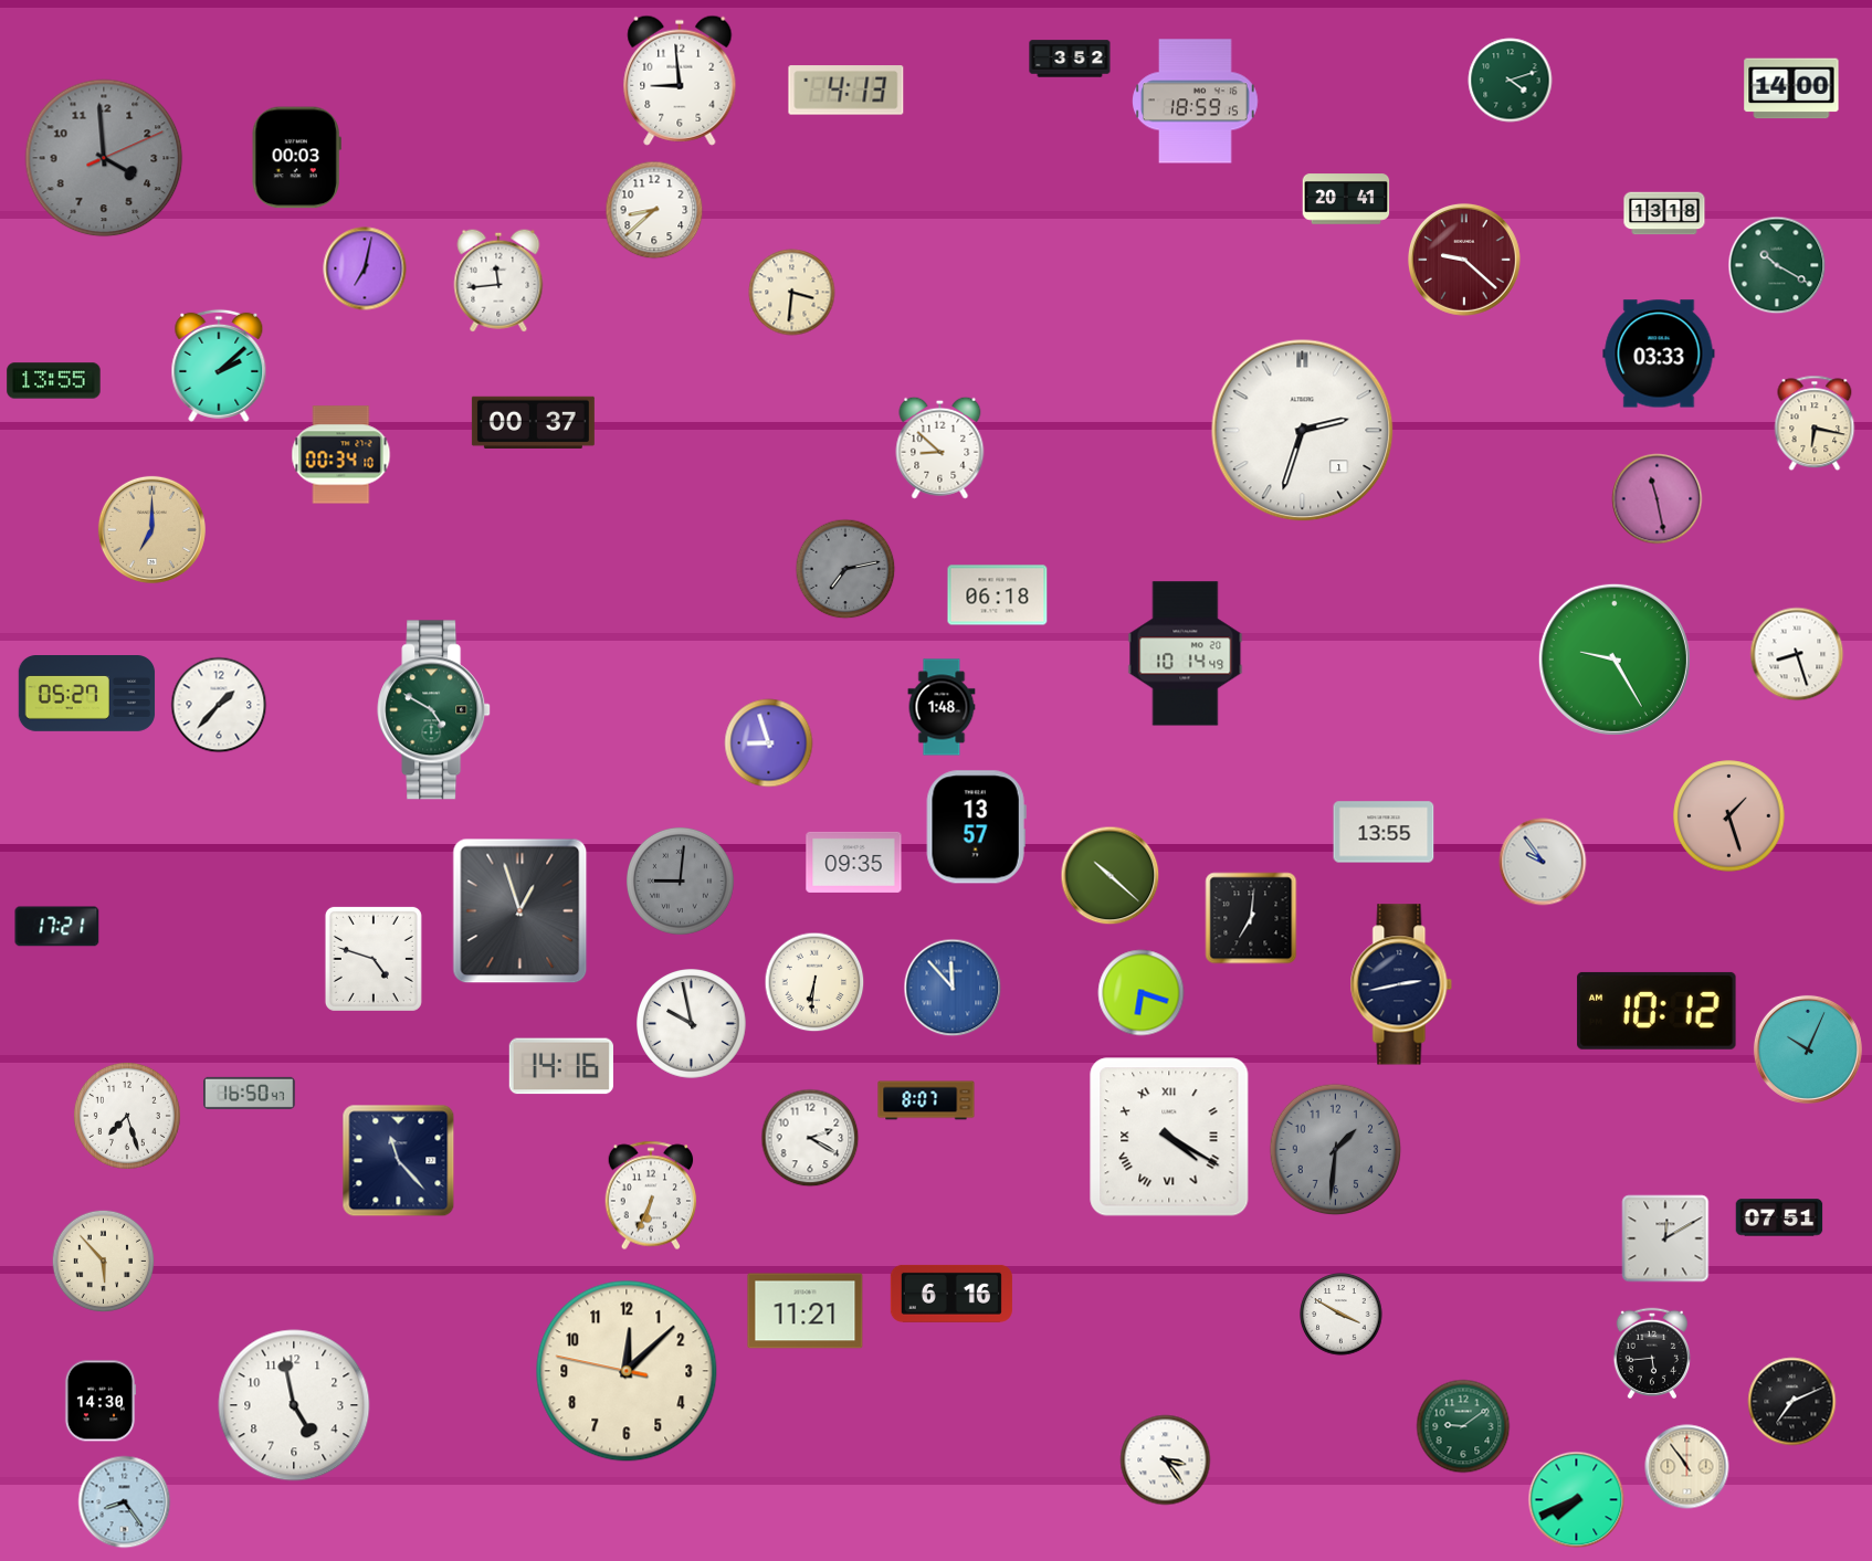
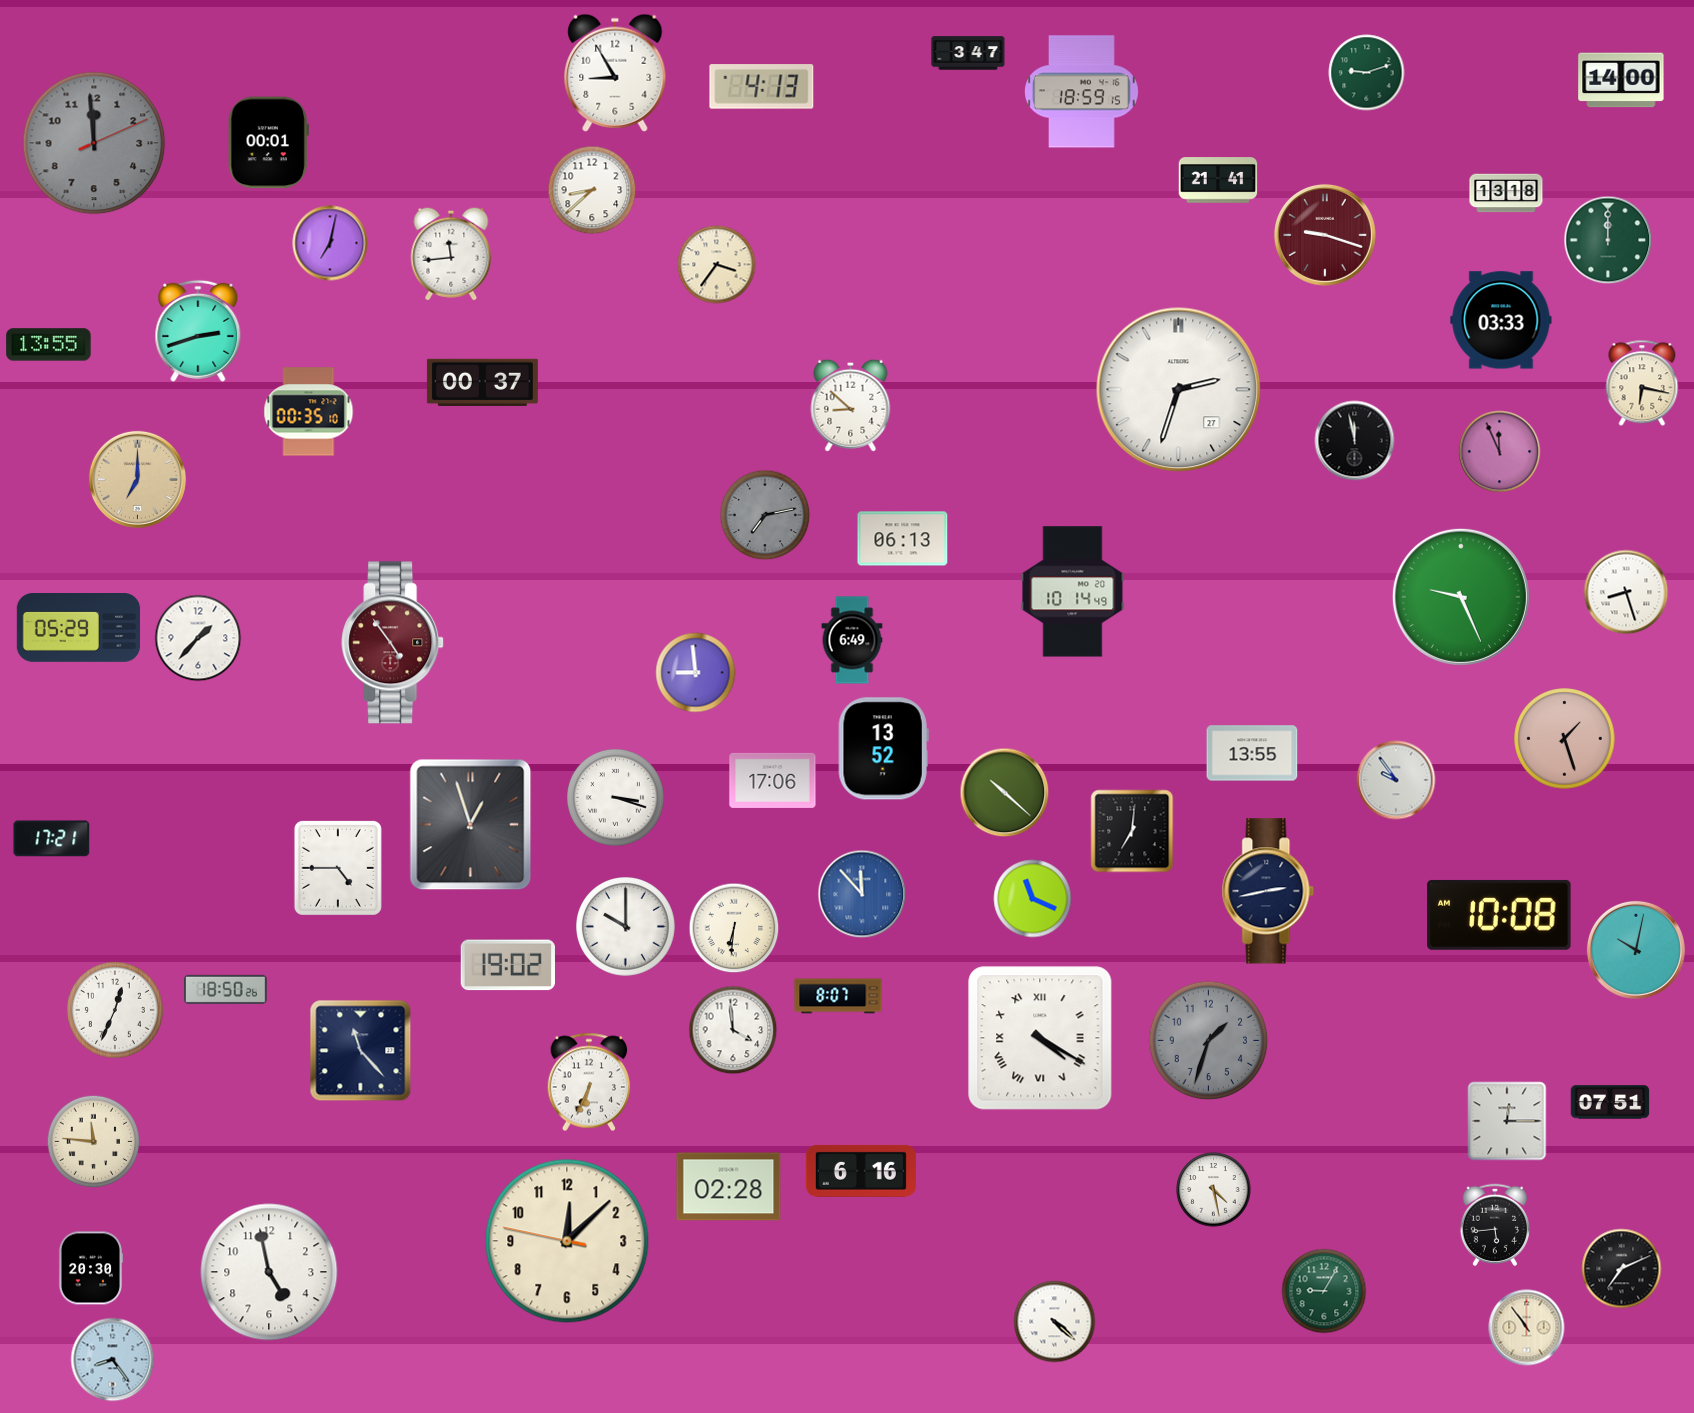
clock at (1070, 59): 3:52 -> 3:47
clock at (680, 81): 8:59 -> 8:55
clock at (1511, 81): 4:12 -> 9:12
clock at (846, 91) position: (846, 91) -> (762, 87)
clock at (104, 158): 3:59 -> 11:59
clock at (296, 158): 00:03 -> 00:01
clock at (1346, 199): 20:41 -> 21:41
clock at (1464, 260): 9:22 -> 9:18
clock at (1777, 265): 10:20 -> 12:00
clock at (792, 293): 3:31 -> 3:36
clock at (219, 366): 2:08 -> 2:42
clock at (1303, 431) date: 1 -> 27
clock at (341, 455): 00:34 -> 00:35
clock at (1355, 441): none -> 11:58
clock at (1658, 499): 11:28 -> 11:56
clock at (998, 595): 06:18 -> 06:13
clock at (1615, 660): 9:25 -> 9:26
clock at (87, 694): 05:27 -> 05:29
clock at (942, 707): 1:48 -> 6:49
clock at (434, 710): 4:50 -> 4:54
clock at (434, 710) dial: green -> burgundy
clock at (769, 743): 8:57 -> 8:59
clock at (976, 827): 13:57 -> 13:52
clock at (854, 862): 09:35 -> 17:06
clock at (680, 880): 9:01 -> 3:18
clock at (680, 880) dial: grey -> white
clock at (374, 959): 4:48 -> 4:45
clock at (814, 982) position: (814, 982) -> (734, 928)
clock at (1142, 993): 6:18 -> 11:19
clock at (1657, 1011): 10:12 -> 10:08
clock at (692, 1024): 9:58 -> 10:00
clock at (1808, 1050): 10:04 -> 10:02
clock at (561, 1066): 14:16 -> 19:02
clock at (250, 1093): 16:50 -> 18:50
clock at (127, 1116): 7:27 -> 12:34
clock at (1169, 1137) position: (1169, 1137) -> (1040, 1038)
clock at (810, 1138): 2:20 -> 3:59
clock at (1336, 1150): 1:31 -> 1:33
clock at (1665, 1238): 12:10 -> 12:15
clock at (104, 1262): 5:53 -> 11:46
clock at (806, 1311): 11:21 -> 02:28
clock at (1342, 1315): 3:50 -> 4:28
clock at (101, 1401): 14:30 -> 20:30
clock at (294, 1405) position: (294, 1405) -> (269, 1272)
clock at (1463, 1426): 9:09 -> 9:05
clock at (1166, 1460): 3:24 -> 4:22
clock at (1577, 1500): 7:41 -> none
